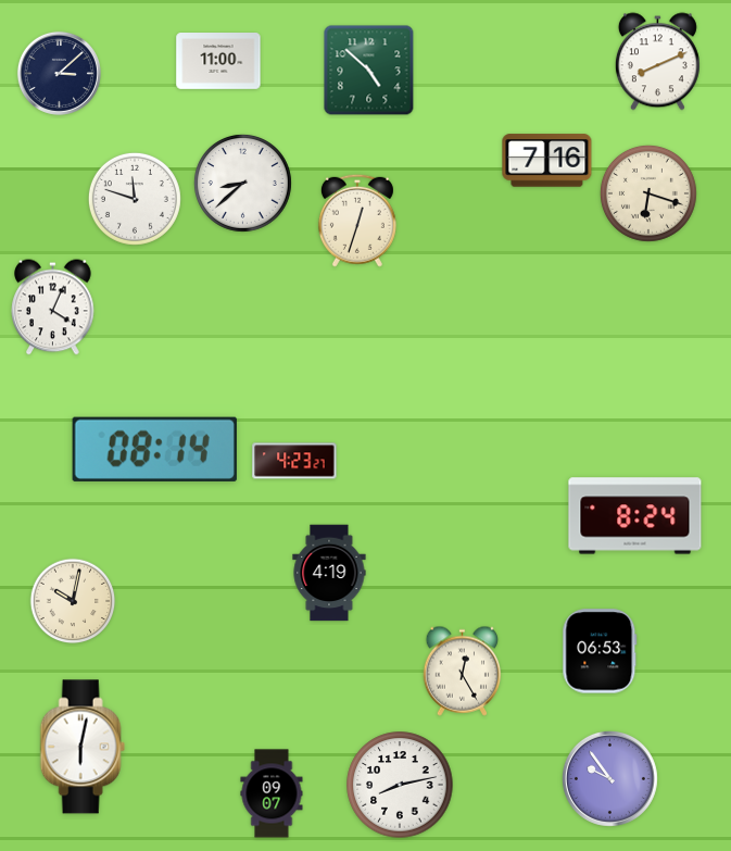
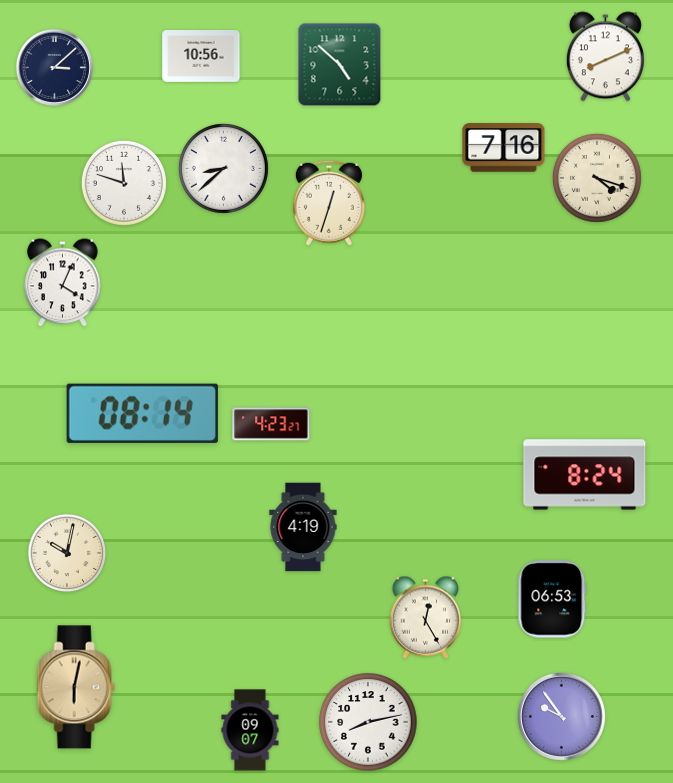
clock at (218, 62): 11:00 -> 10:56
clock at (648, 193): 6:18 -> 4:18
clock at (53, 308) position: (53, 308) -> (63, 283)
clock at (83, 747) dial: white -> champagne
